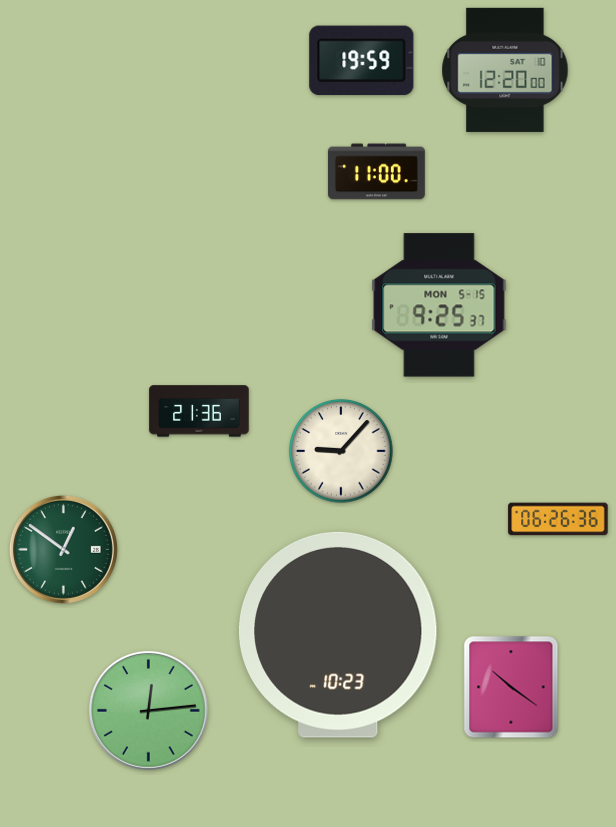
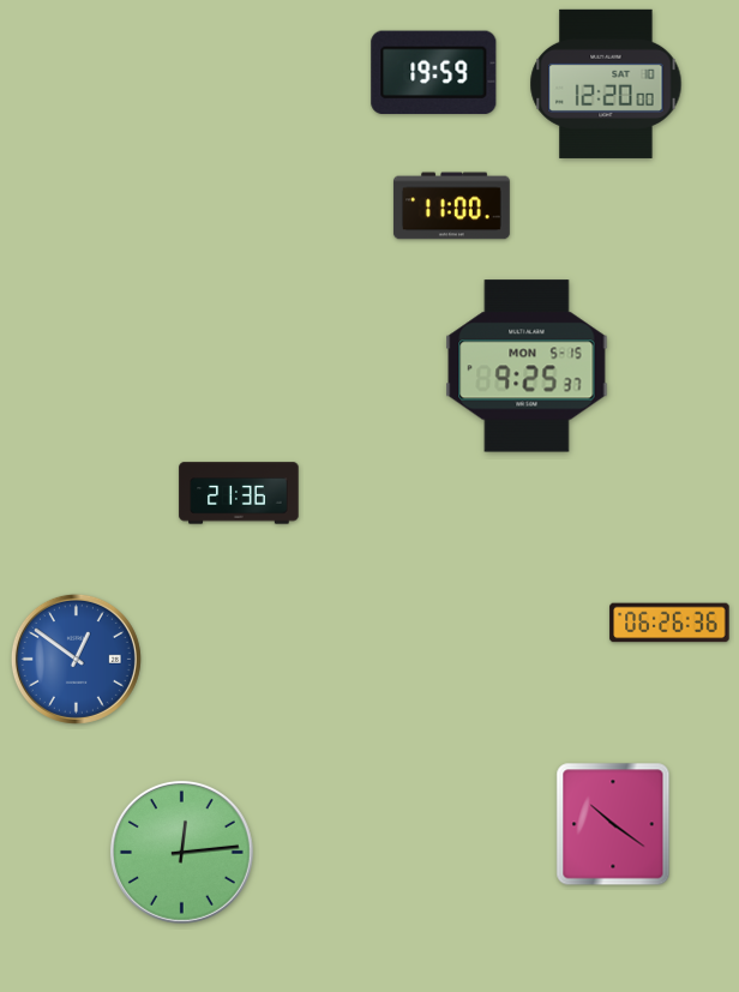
clock at (341, 451): 9:07 -> none
clock at (63, 549) dial: green -> blue
clock at (338, 635): 10:23 -> none
clock at (148, 710) position: (148, 710) -> (181, 852)
